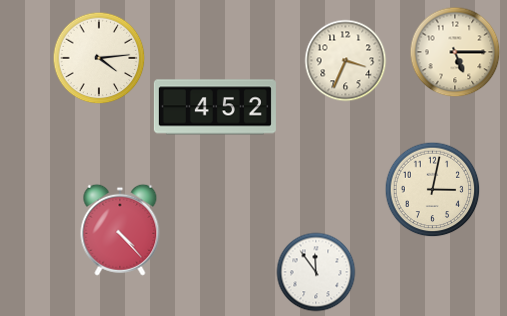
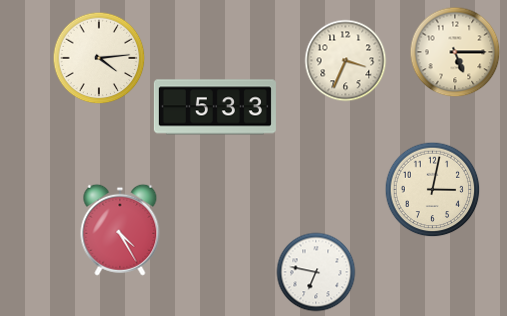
clock at (215, 107): 4:52 -> 5:33
clock at (120, 230): 4:23 -> 4:25
clock at (316, 272): 11:54 -> 6:47
